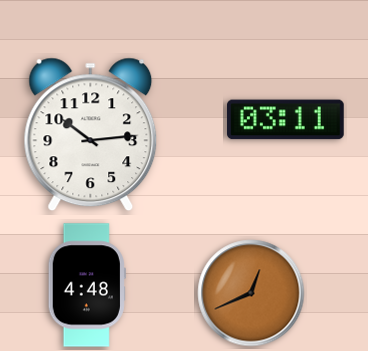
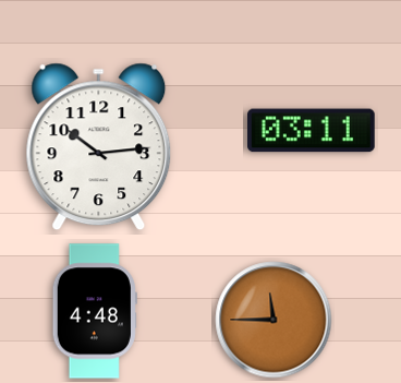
clock at (251, 293): 12:41 -> 11:45
